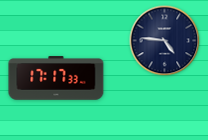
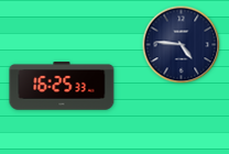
clock at (56, 78): 17:17 -> 16:25
